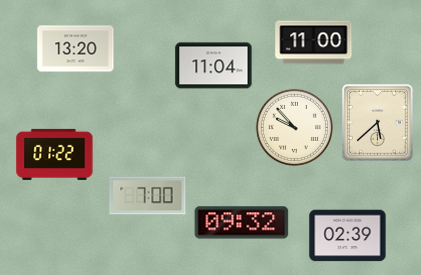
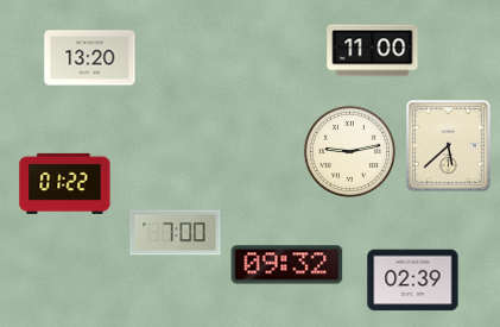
clock at (214, 66): 11:04 -> none
clock at (294, 127): 9:53 -> 9:13
